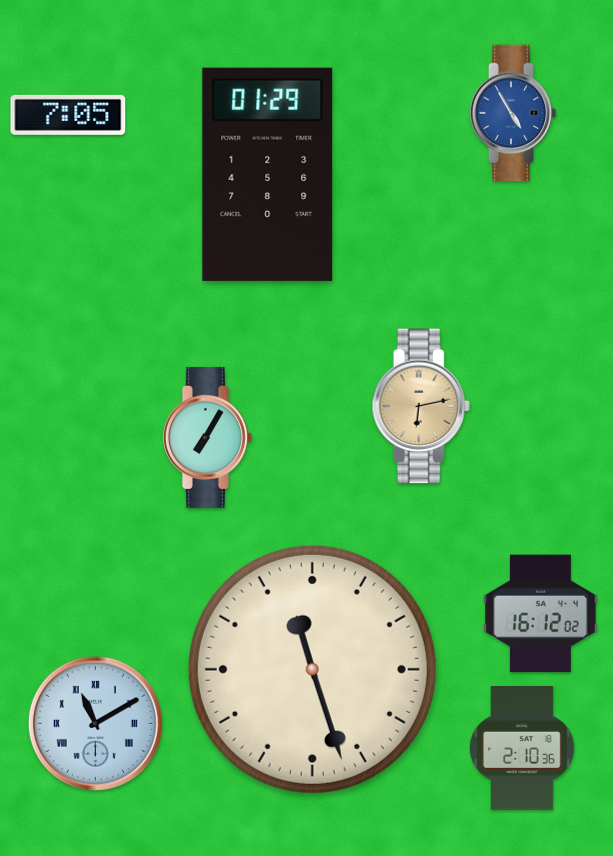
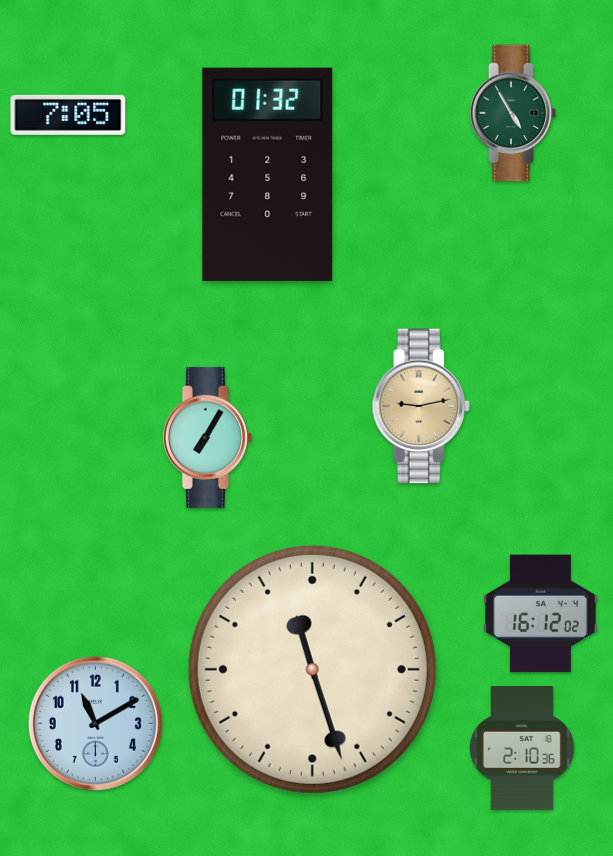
clock at (513, 113) dial: blue -> green
clock at (268, 174): 01:29 -> 01:32
clock at (421, 406): 6:13 -> 9:13
clock at (95, 723) numerals: Roman -> Arabic
